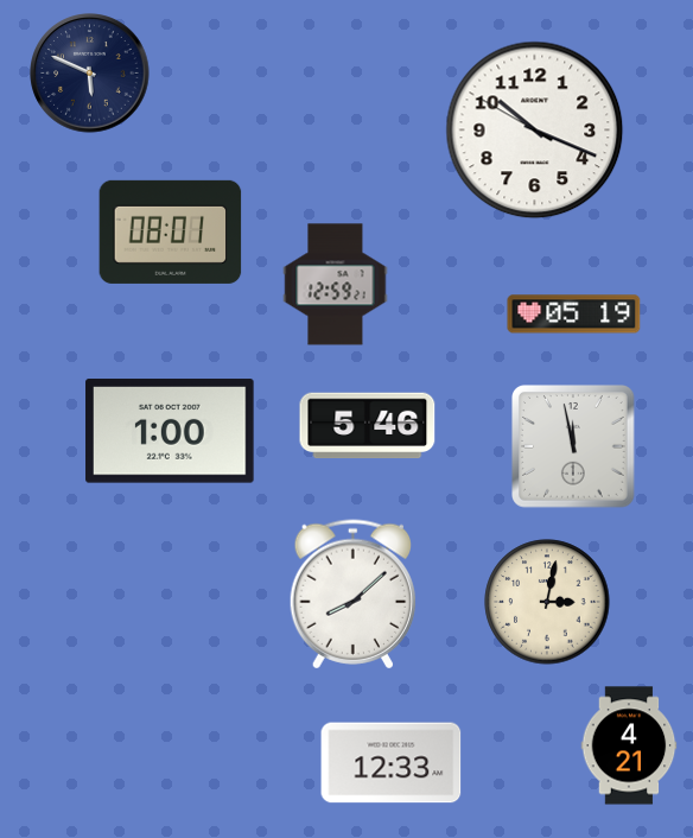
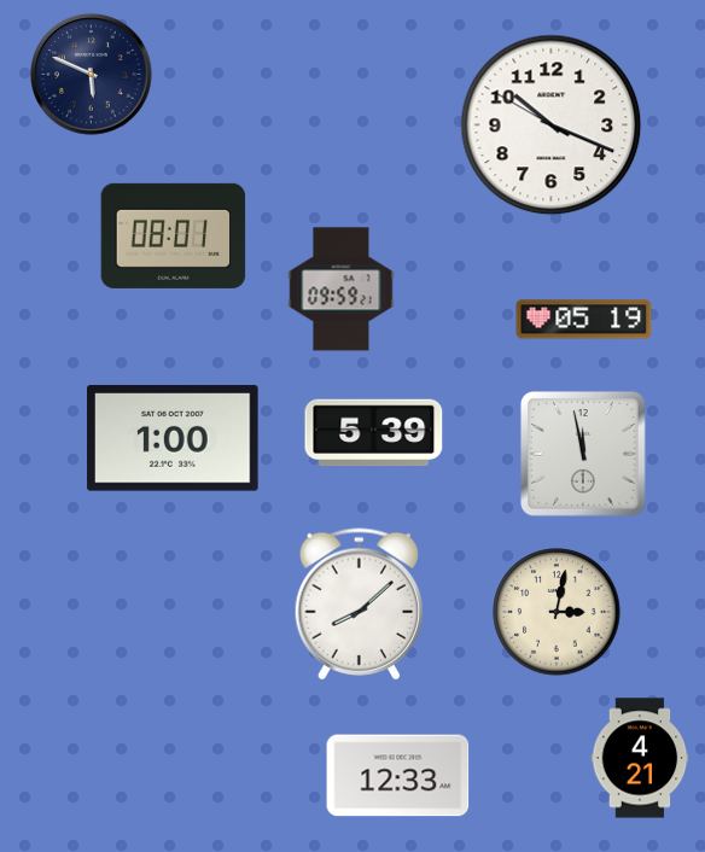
clock at (535, 131) position: (535, 131) -> (552, 126)
clock at (336, 285): 12:59 -> 09:59
clock at (368, 426): 5:46 -> 5:39
